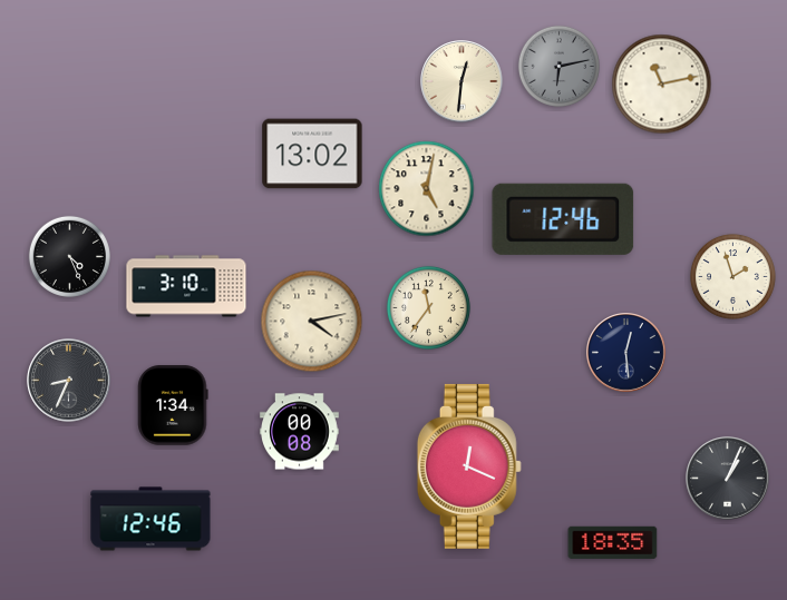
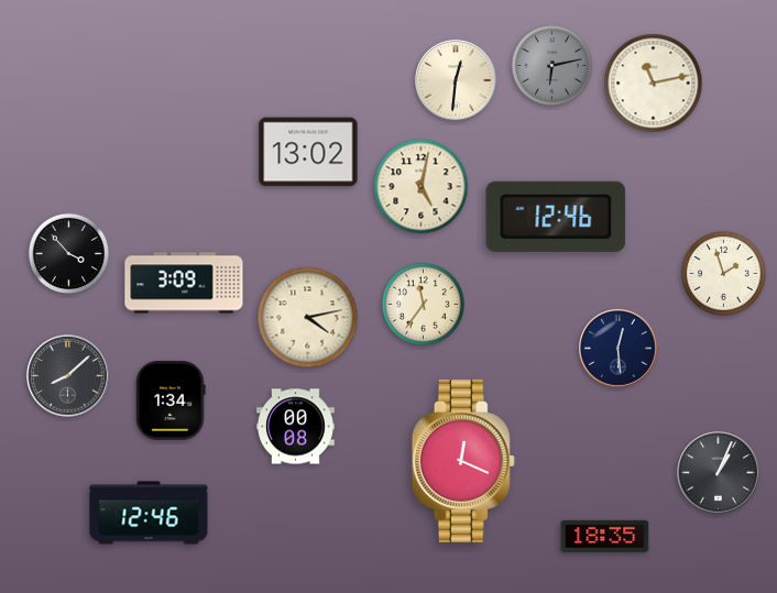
clock at (69, 256): 4:26 -> 3:53
clock at (186, 286): 3:10 -> 3:09
clock at (69, 381): 8:34 -> 8:08
